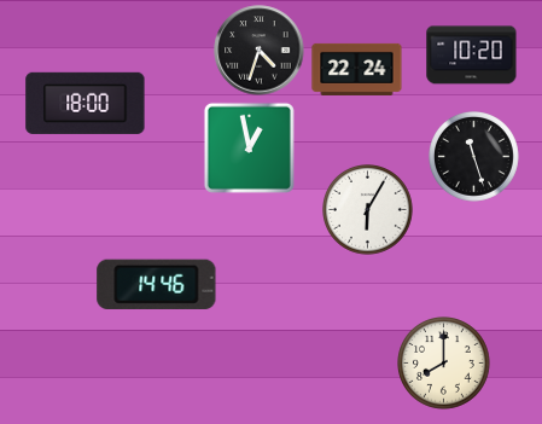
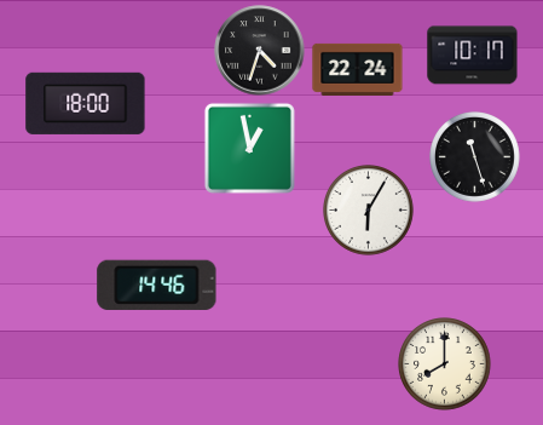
clock at (472, 56): 10:20 -> 10:17
